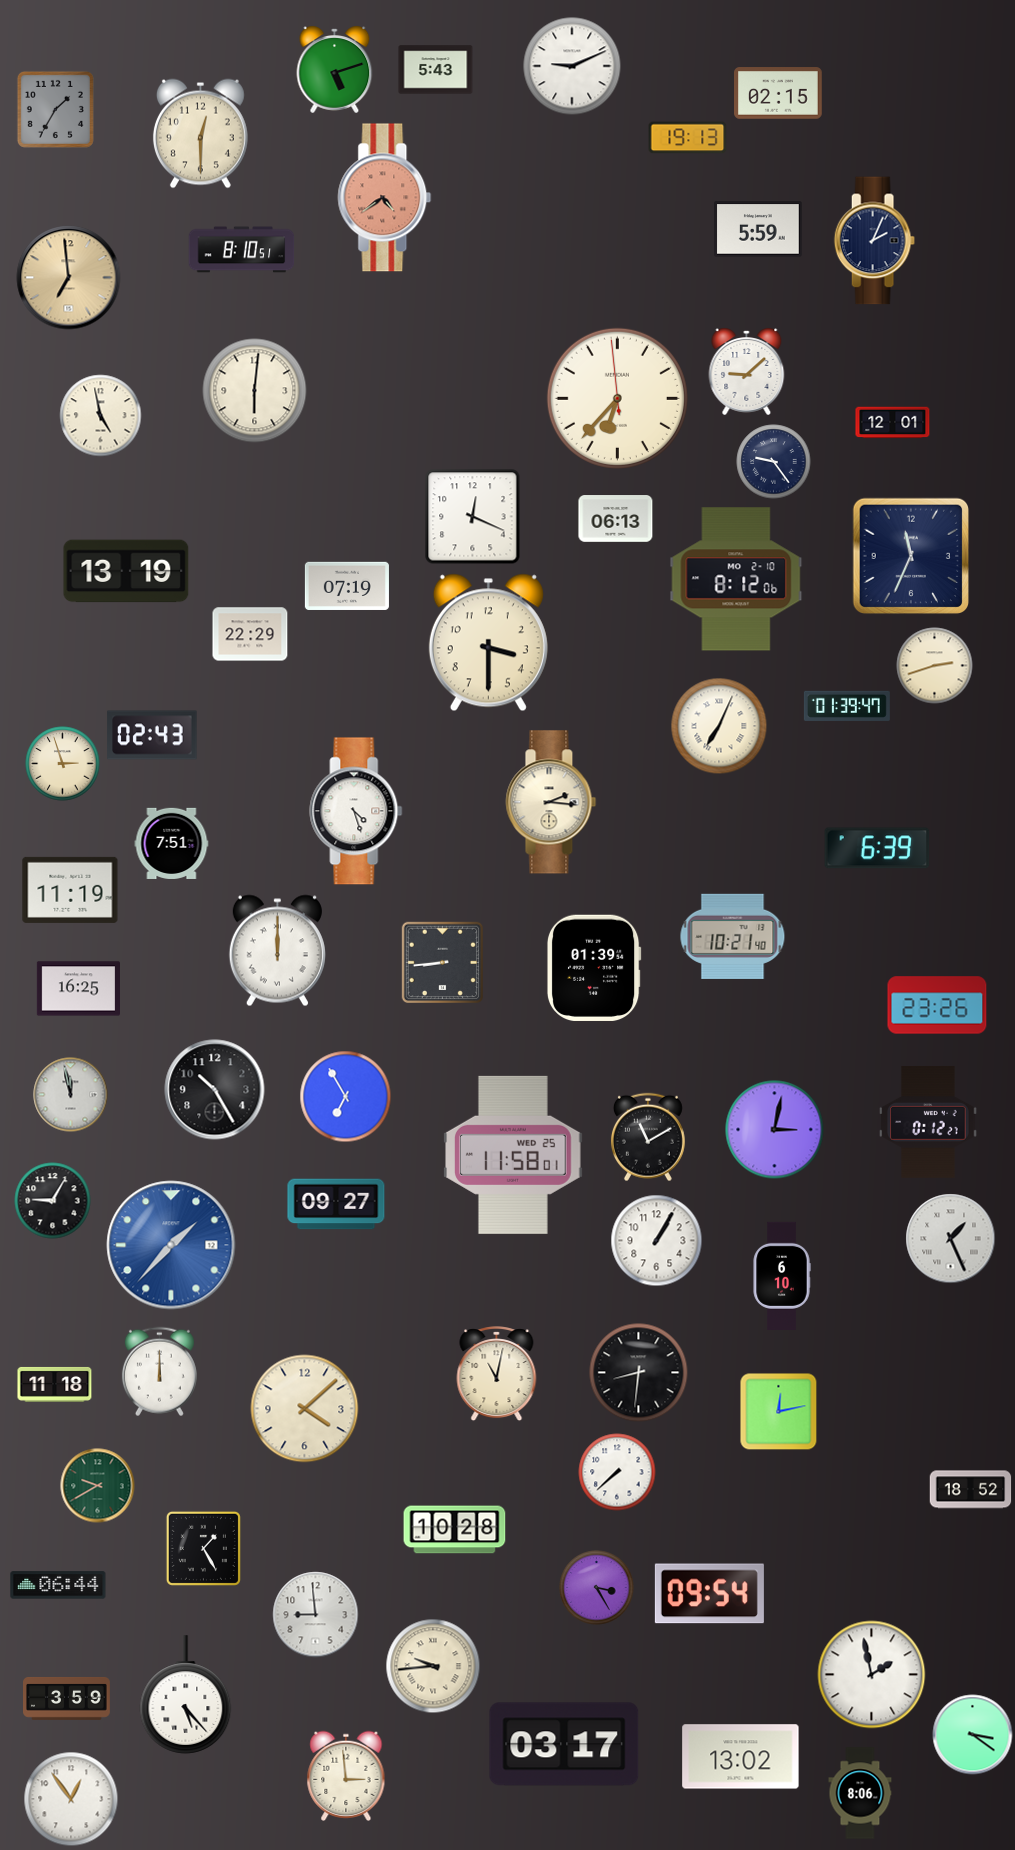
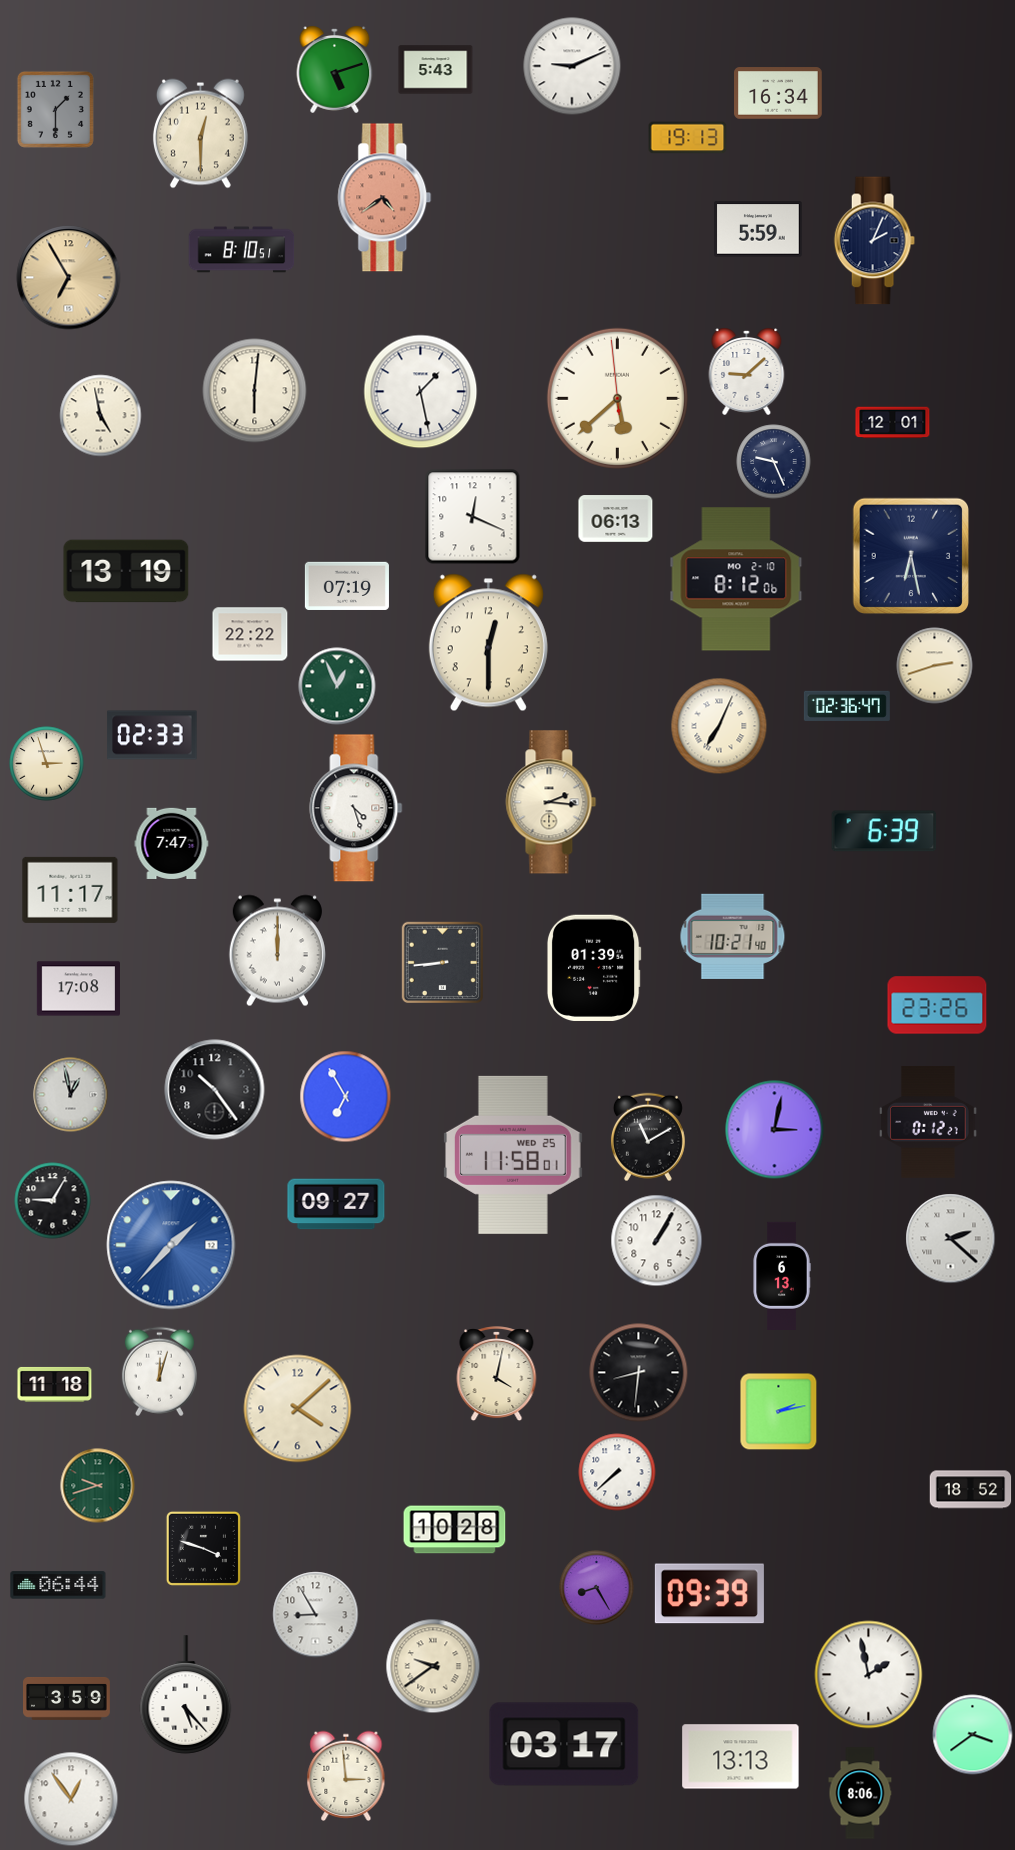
clock at (779, 93): 02:15 -> 16:34
clock at (55, 109): 1:35 -> 1:30
clock at (69, 278): 6:59 -> 6:55
clock at (421, 392): none -> 1:28
clock at (617, 398): 6:36 -> 5:37
clock at (774, 462): 9:24 -> 9:26
clock at (911, 556): 11:34 -> 6:28
clock at (250, 634): 22:29 -> 22:22
clock at (488, 643): 3:30 -> 12:30
clock at (337, 686): none -> 12:56
clock at (847, 706): 01:39 -> 02:36
clock at (152, 735): 02:43 -> 02:33
clock at (63, 764) position: (63, 764) -> (47, 764)
clock at (356, 811) position: (356, 811) -> (356, 808)
clock at (172, 843): 7:51 -> 7:47
clock at (877, 848) position: (877, 848) -> (884, 831)
clock at (70, 890): 11:19 -> 11:17
clock at (78, 989): 16:25 -> 17:08
clock at (215, 1090): 10:25 -> 10:24
clock at (71, 1095): 11:58 -> 12:58
clock at (951, 1239): 1:26 -> 2:22
clock at (782, 1276): 6:10 -> 6:13
clock at (159, 1372): 12:00 -> 12:03
clock at (497, 1374): 11:02 -> 4:02
clock at (305, 1409) position: (305, 1409) -> (298, 1409)
clock at (779, 1412): 12:13 -> 2:13
clock at (98, 1486): 9:40 -> 9:42
clock at (203, 1548): 1:25 -> 3:48
clock at (597, 1588): 3:25 -> 8:25
clock at (709, 1594): 09:54 -> 09:39
clock at (316, 1615): 8:59 -> 8:55
clock at (433, 1666): 9:44 -> 9:39
clock at (872, 1675) position: (872, 1675) -> (869, 1675)
clock at (973, 1735): 3:21 -> 3:39
clock at (741, 1757): 13:02 -> 13:13
